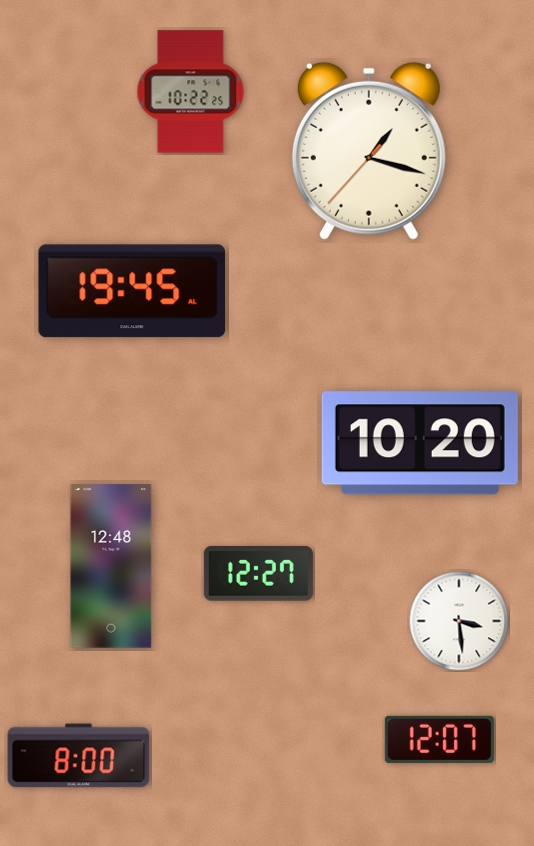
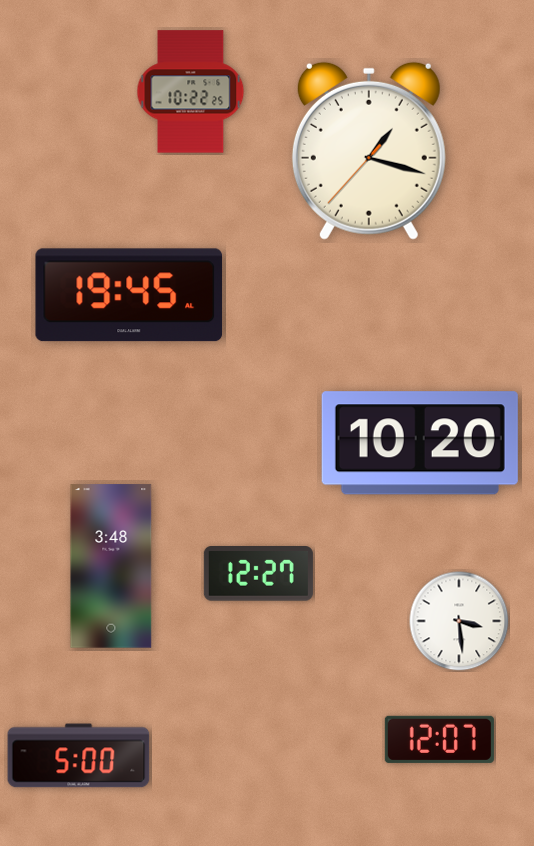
clock at (132, 291) position: (132, 291) -> (129, 295)
clock at (111, 566): 12:48 -> 3:48
clock at (79, 756): 8:00 -> 5:00
